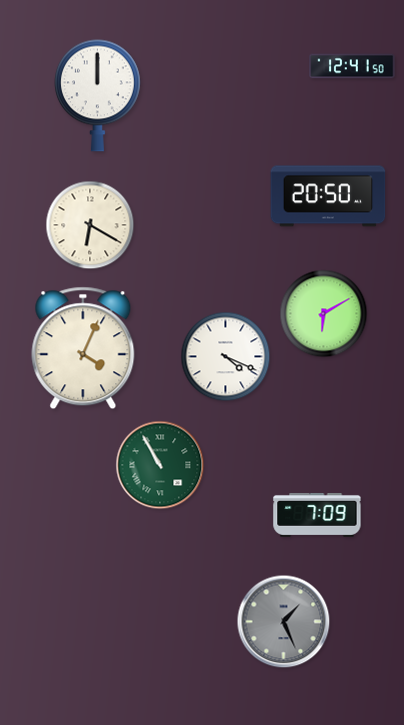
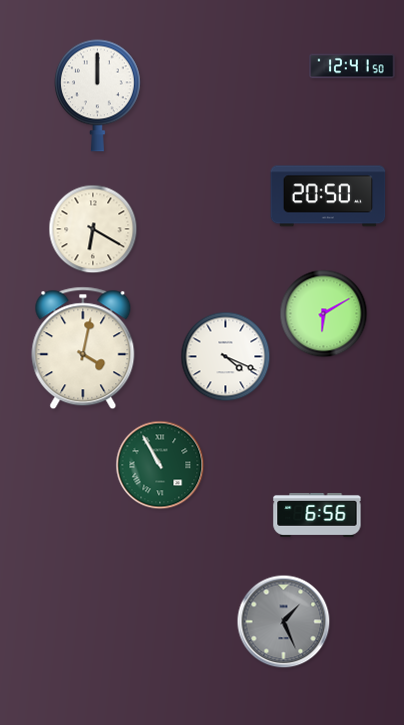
clock at (90, 225) position: (90, 225) -> (93, 229)
clock at (83, 348): 4:04 -> 4:02
clock at (317, 516): 7:09 -> 6:56
